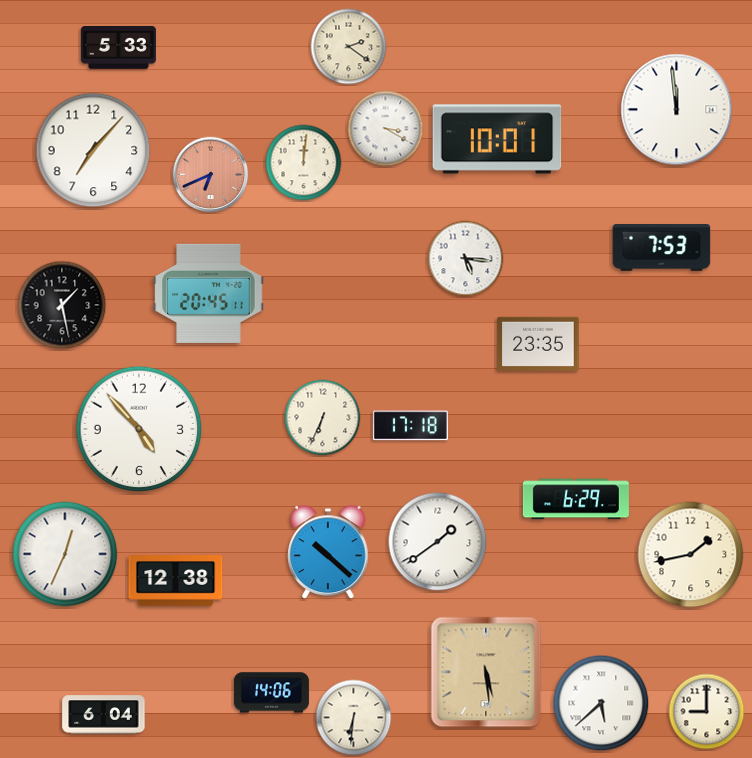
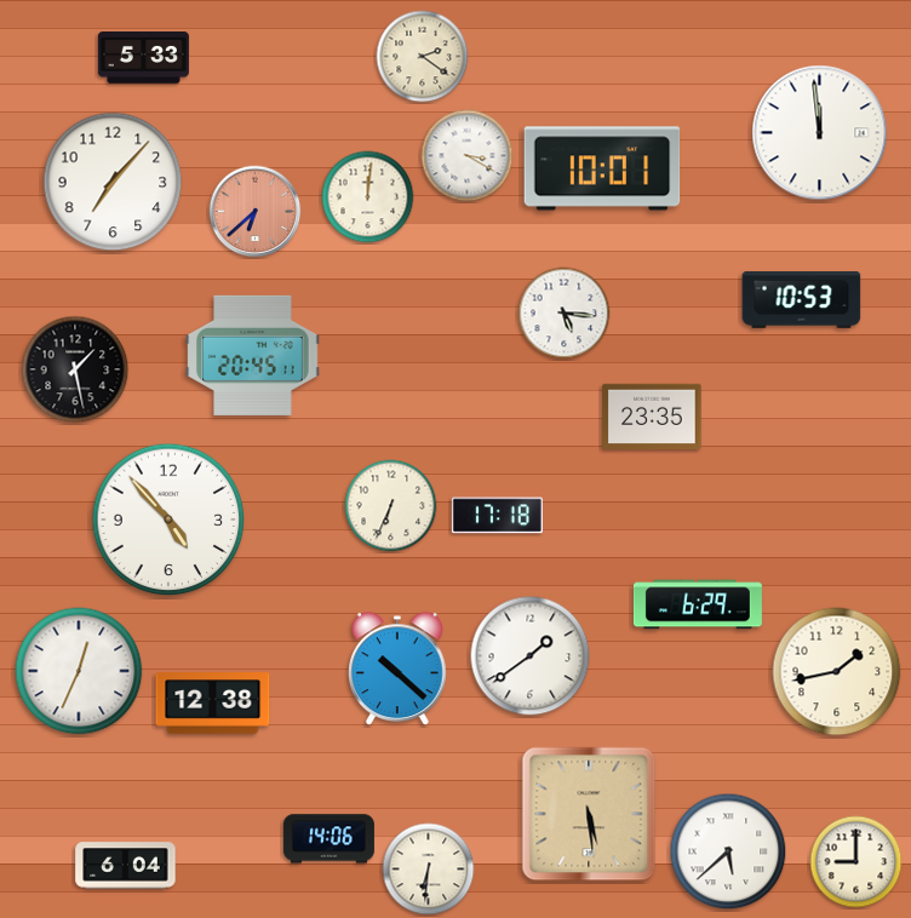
clock at (211, 175): 6:41 -> 6:38
clock at (662, 248): 7:53 -> 10:53
